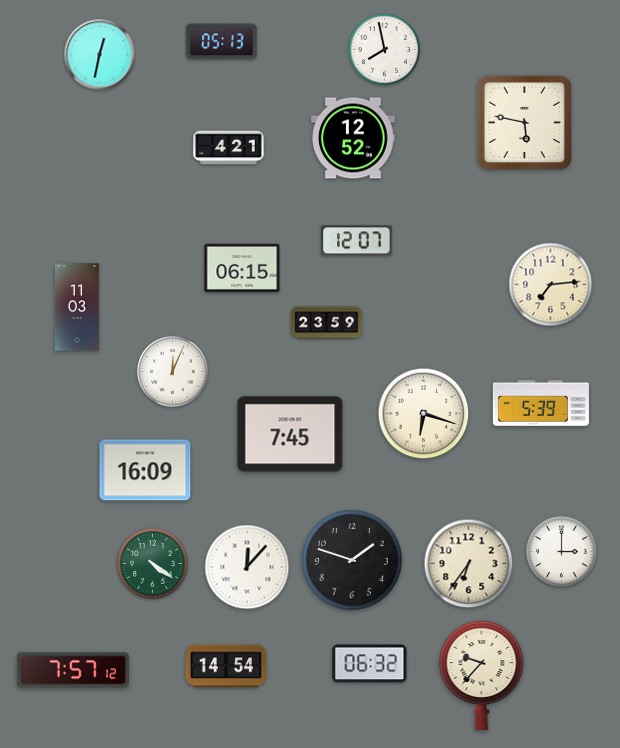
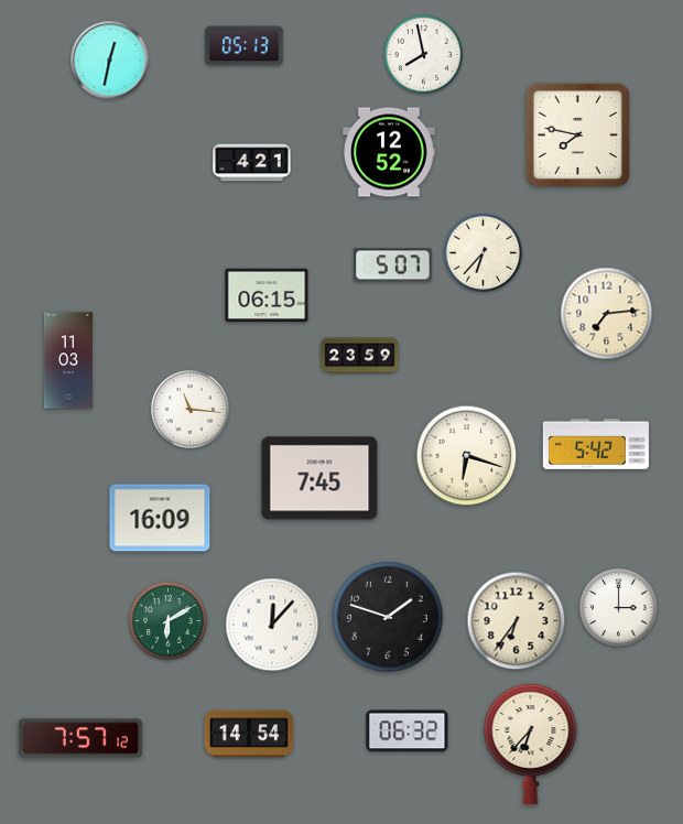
clock at (524, 122): 5:47 -> 7:47
clock at (483, 252): none -> 6:37
clock at (357, 241): 12:07 -> 5:07
clock at (77, 307) position: (77, 307) -> (68, 360)
clock at (172, 371): 12:04 -> 11:16
clock at (541, 403): 5:39 -> 5:42
clock at (152, 563): 4:21 -> 6:10
clock at (482, 675): 9:37 -> 6:37
